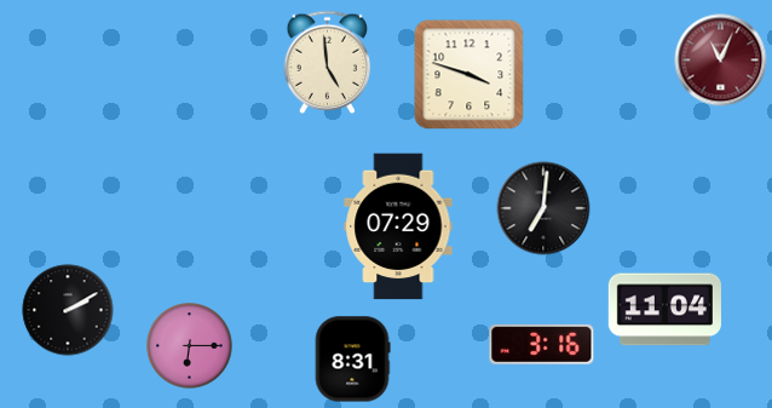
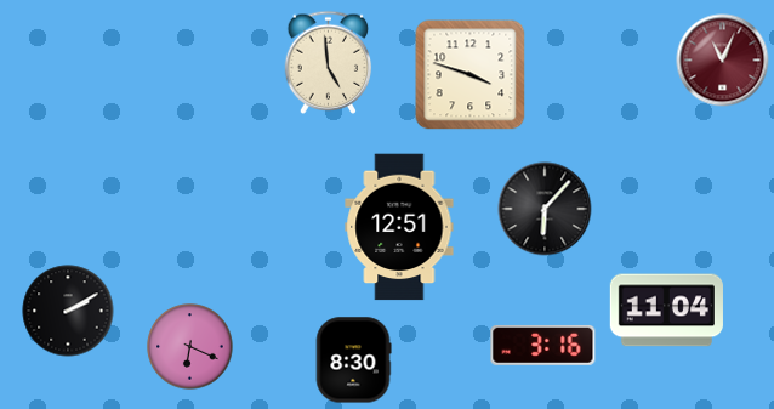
clock at (543, 208): 7:01 -> 6:07
clock at (398, 226): 07:29 -> 12:51
clock at (190, 346): 6:15 -> 6:19
clock at (352, 360): 8:31 -> 8:30
